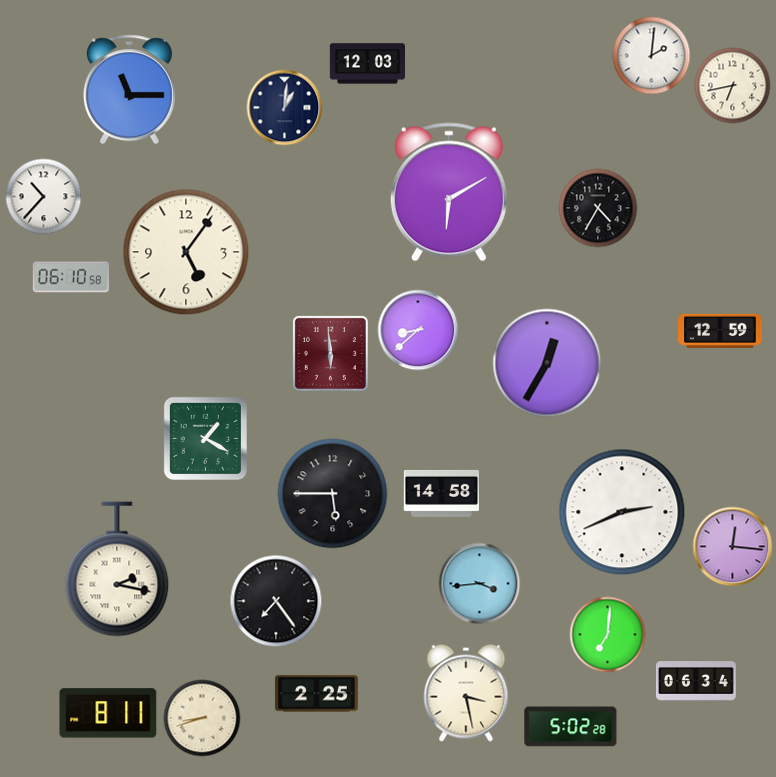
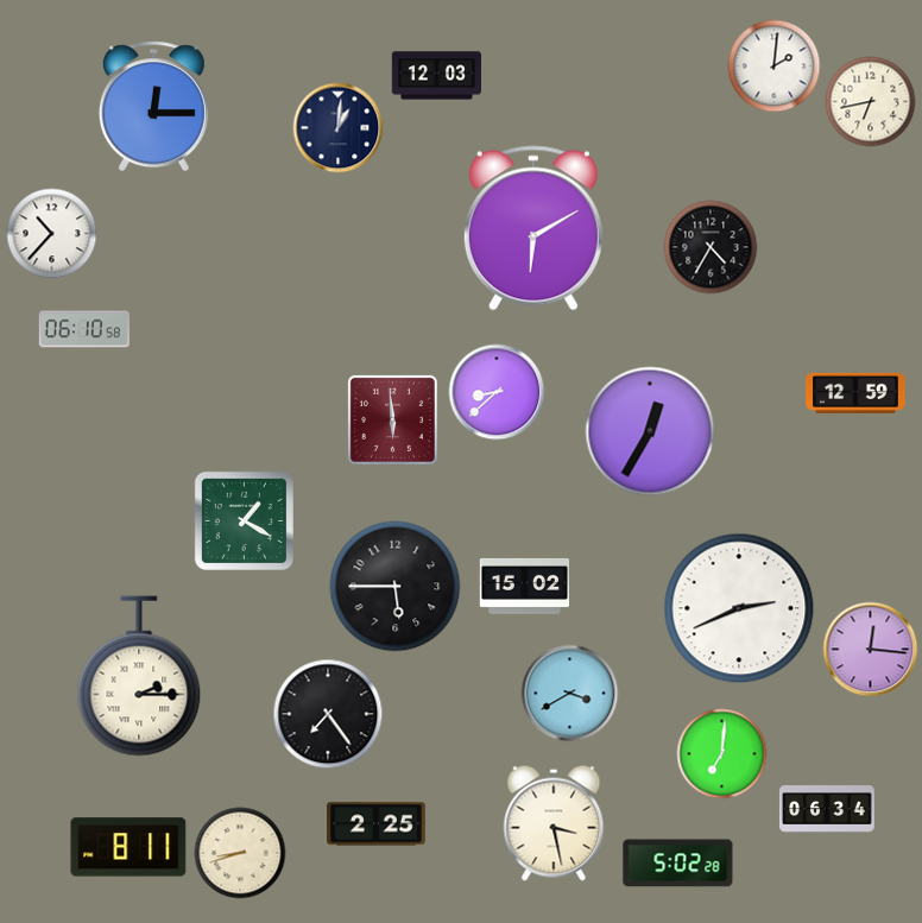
clock at (129, 90): 11:15 -> 12:15
clock at (186, 252): 5:06 -> none
clock at (441, 493): 14:58 -> 15:02
clock at (117, 569): 2:17 -> 2:15
clock at (480, 584): 3:44 -> 3:40
